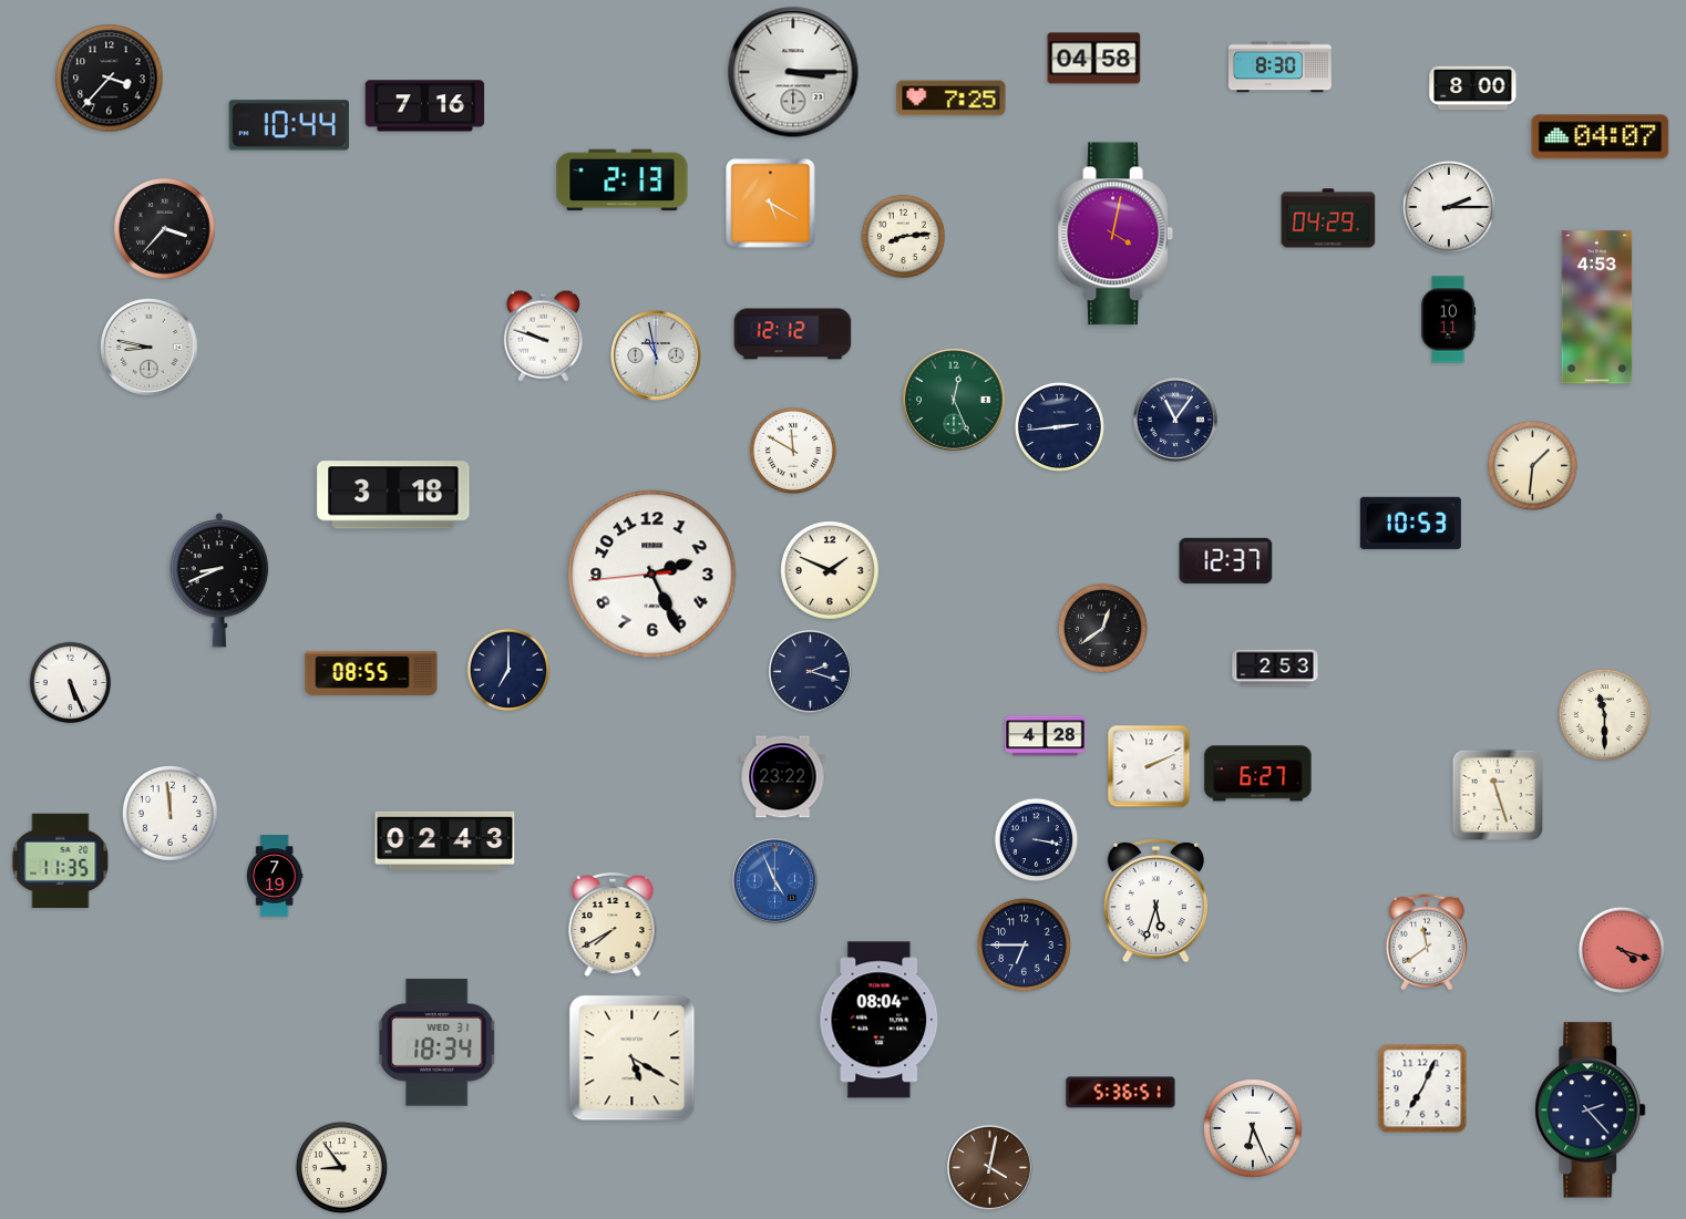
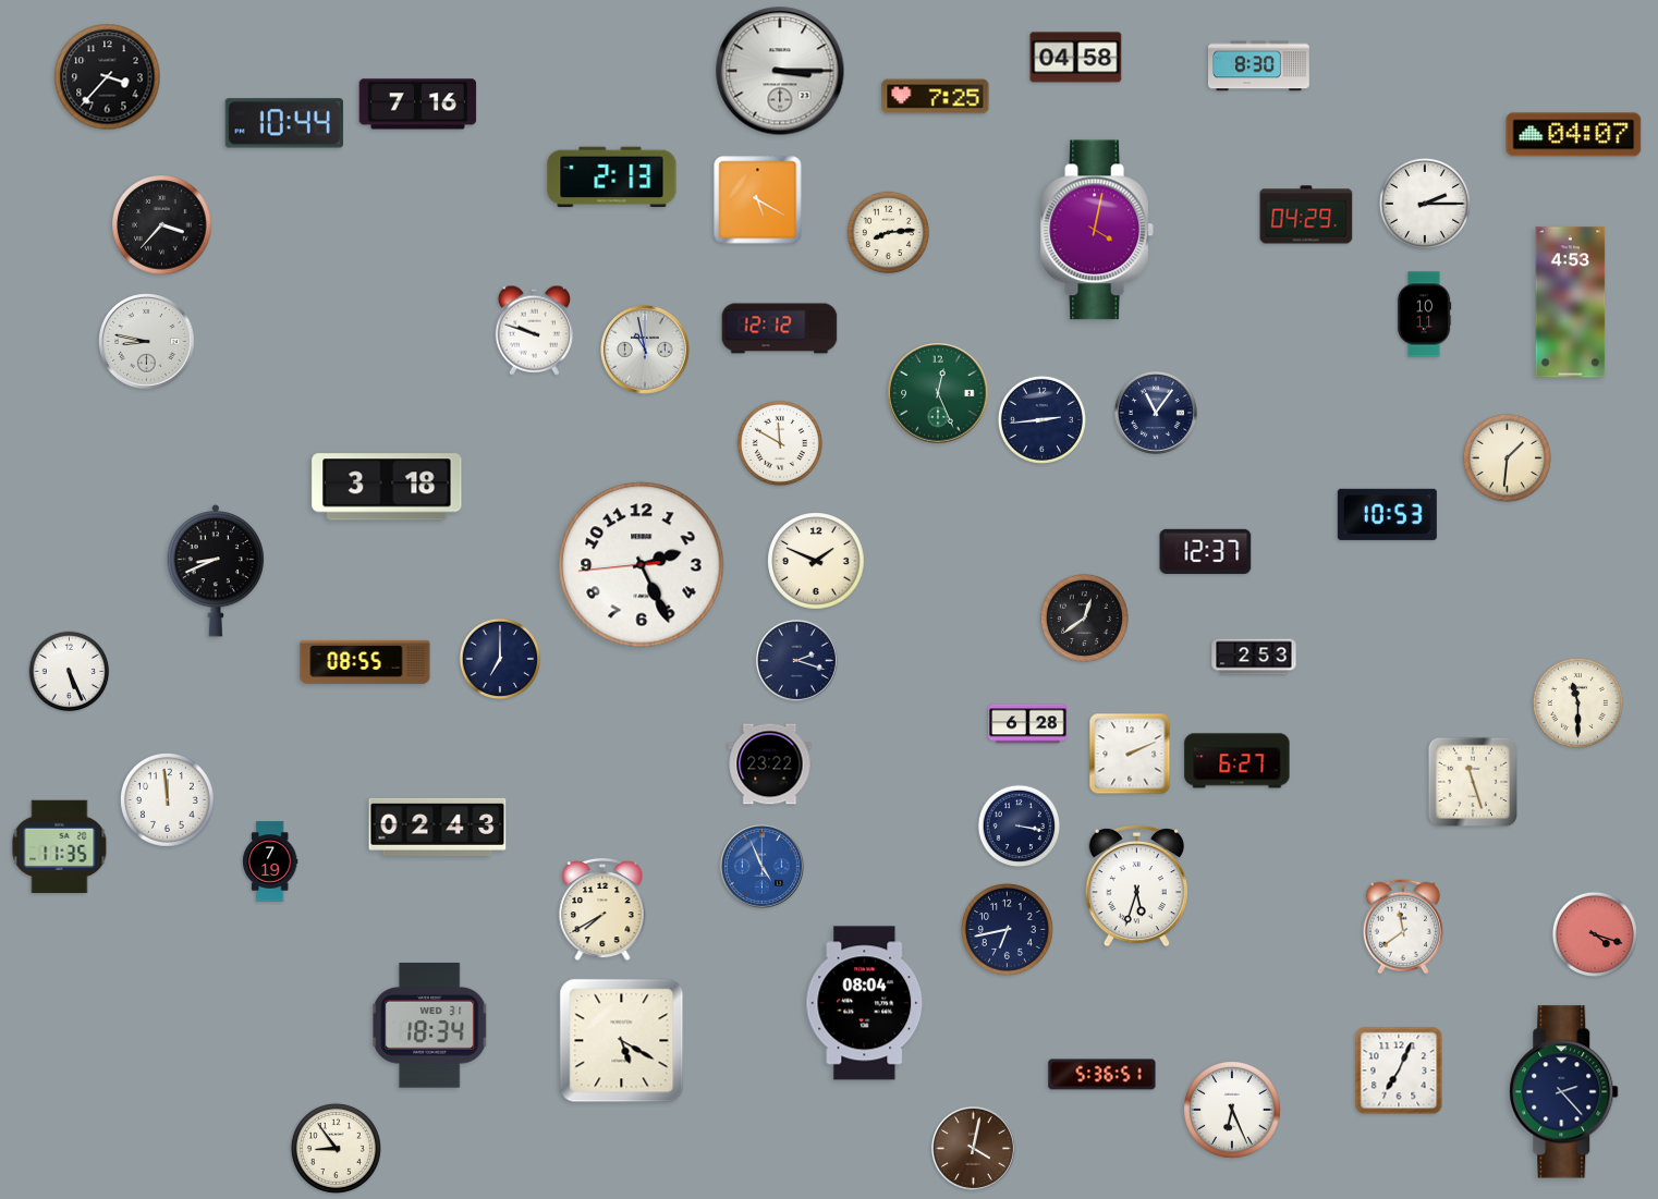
clock at (1473, 89): 8:00 -> none
clock at (1046, 736): 4:28 -> 6:28
clock at (1024, 944): 6:45 -> 6:43
